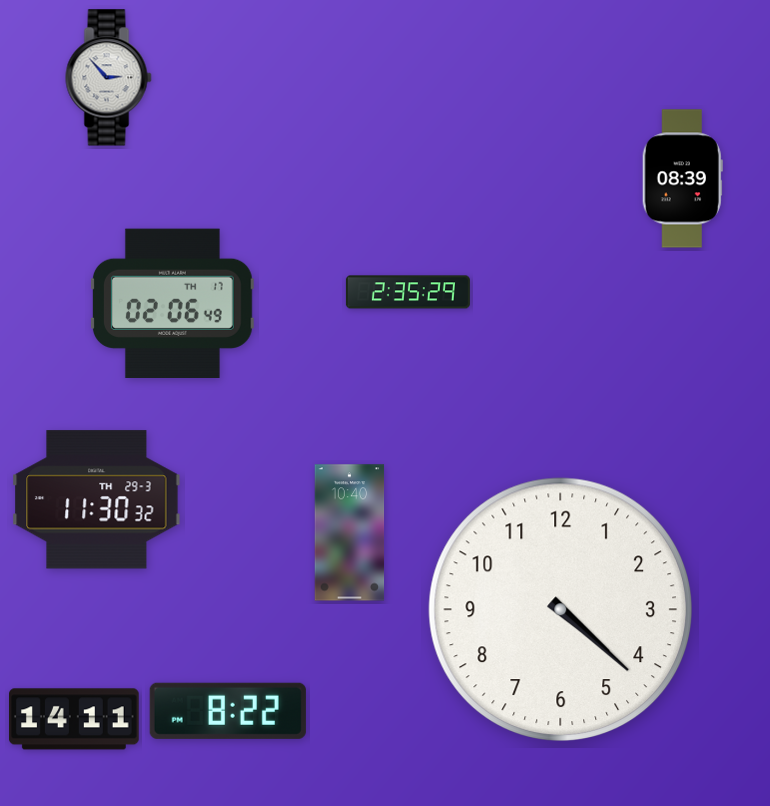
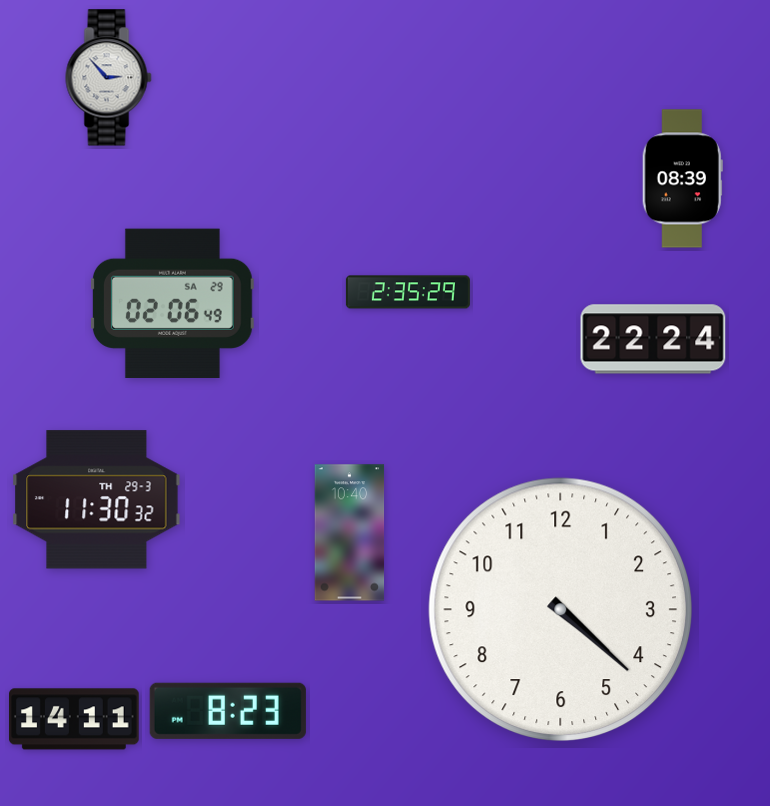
clock at (172, 303) date: TH 17 -> SA 29
clock at (653, 339): none -> 22:24
clock at (228, 711): 8:22 -> 8:23
